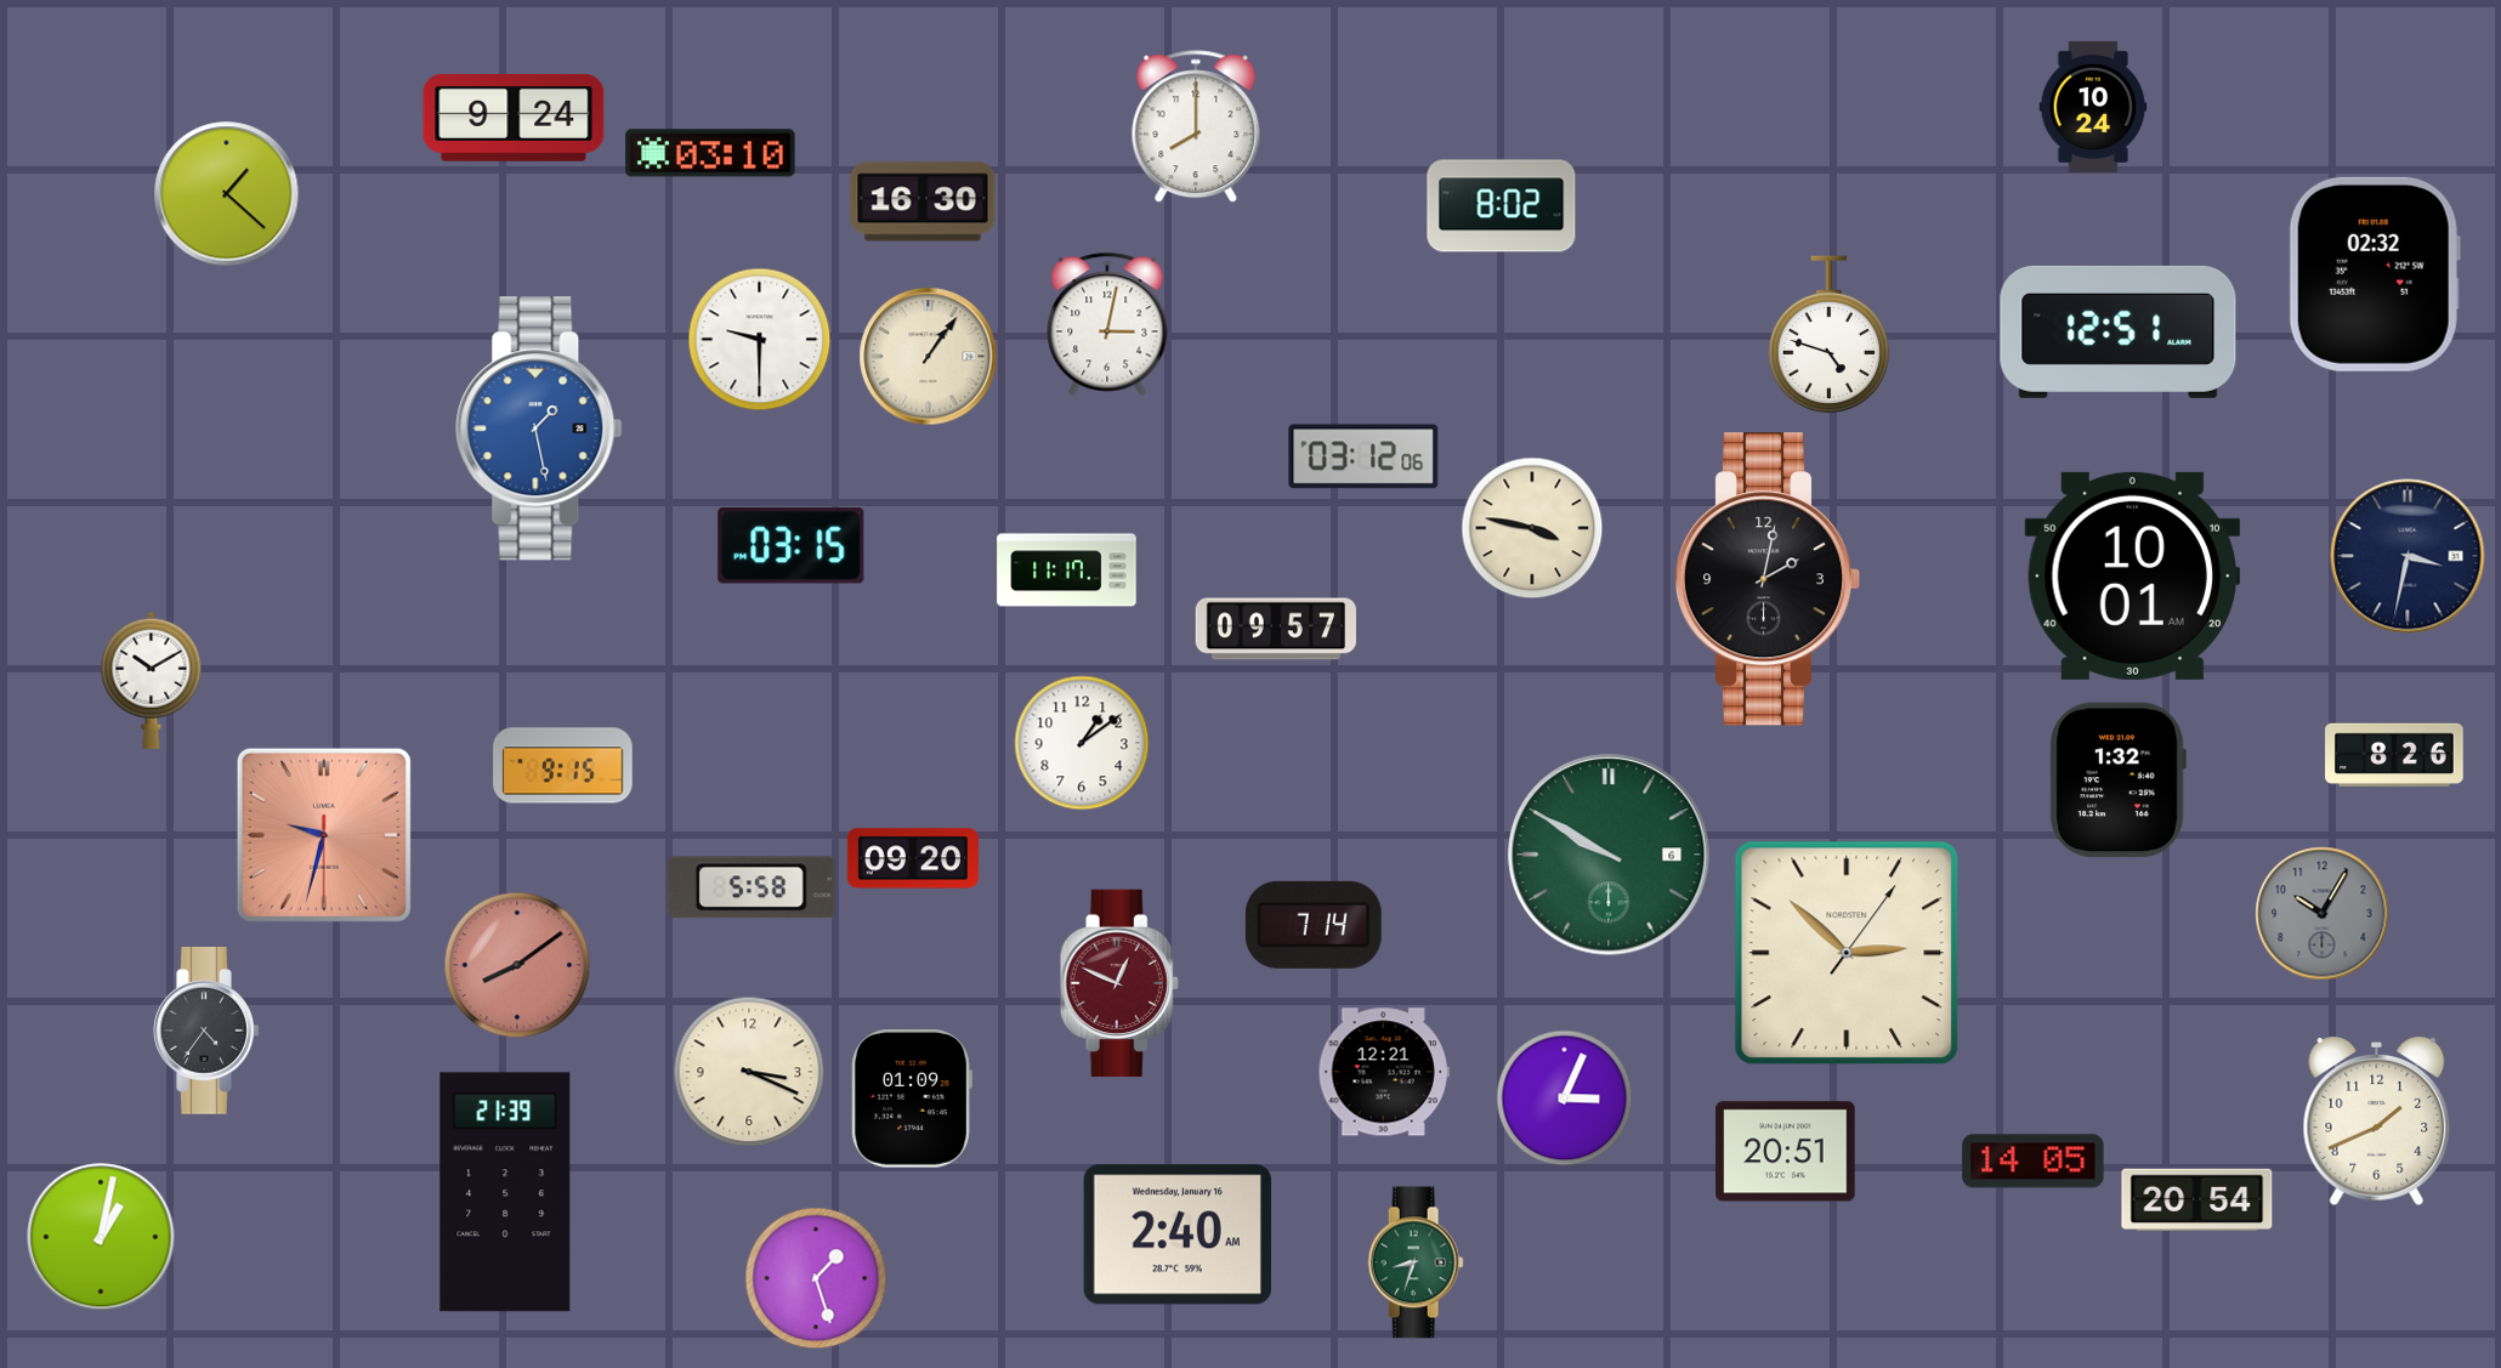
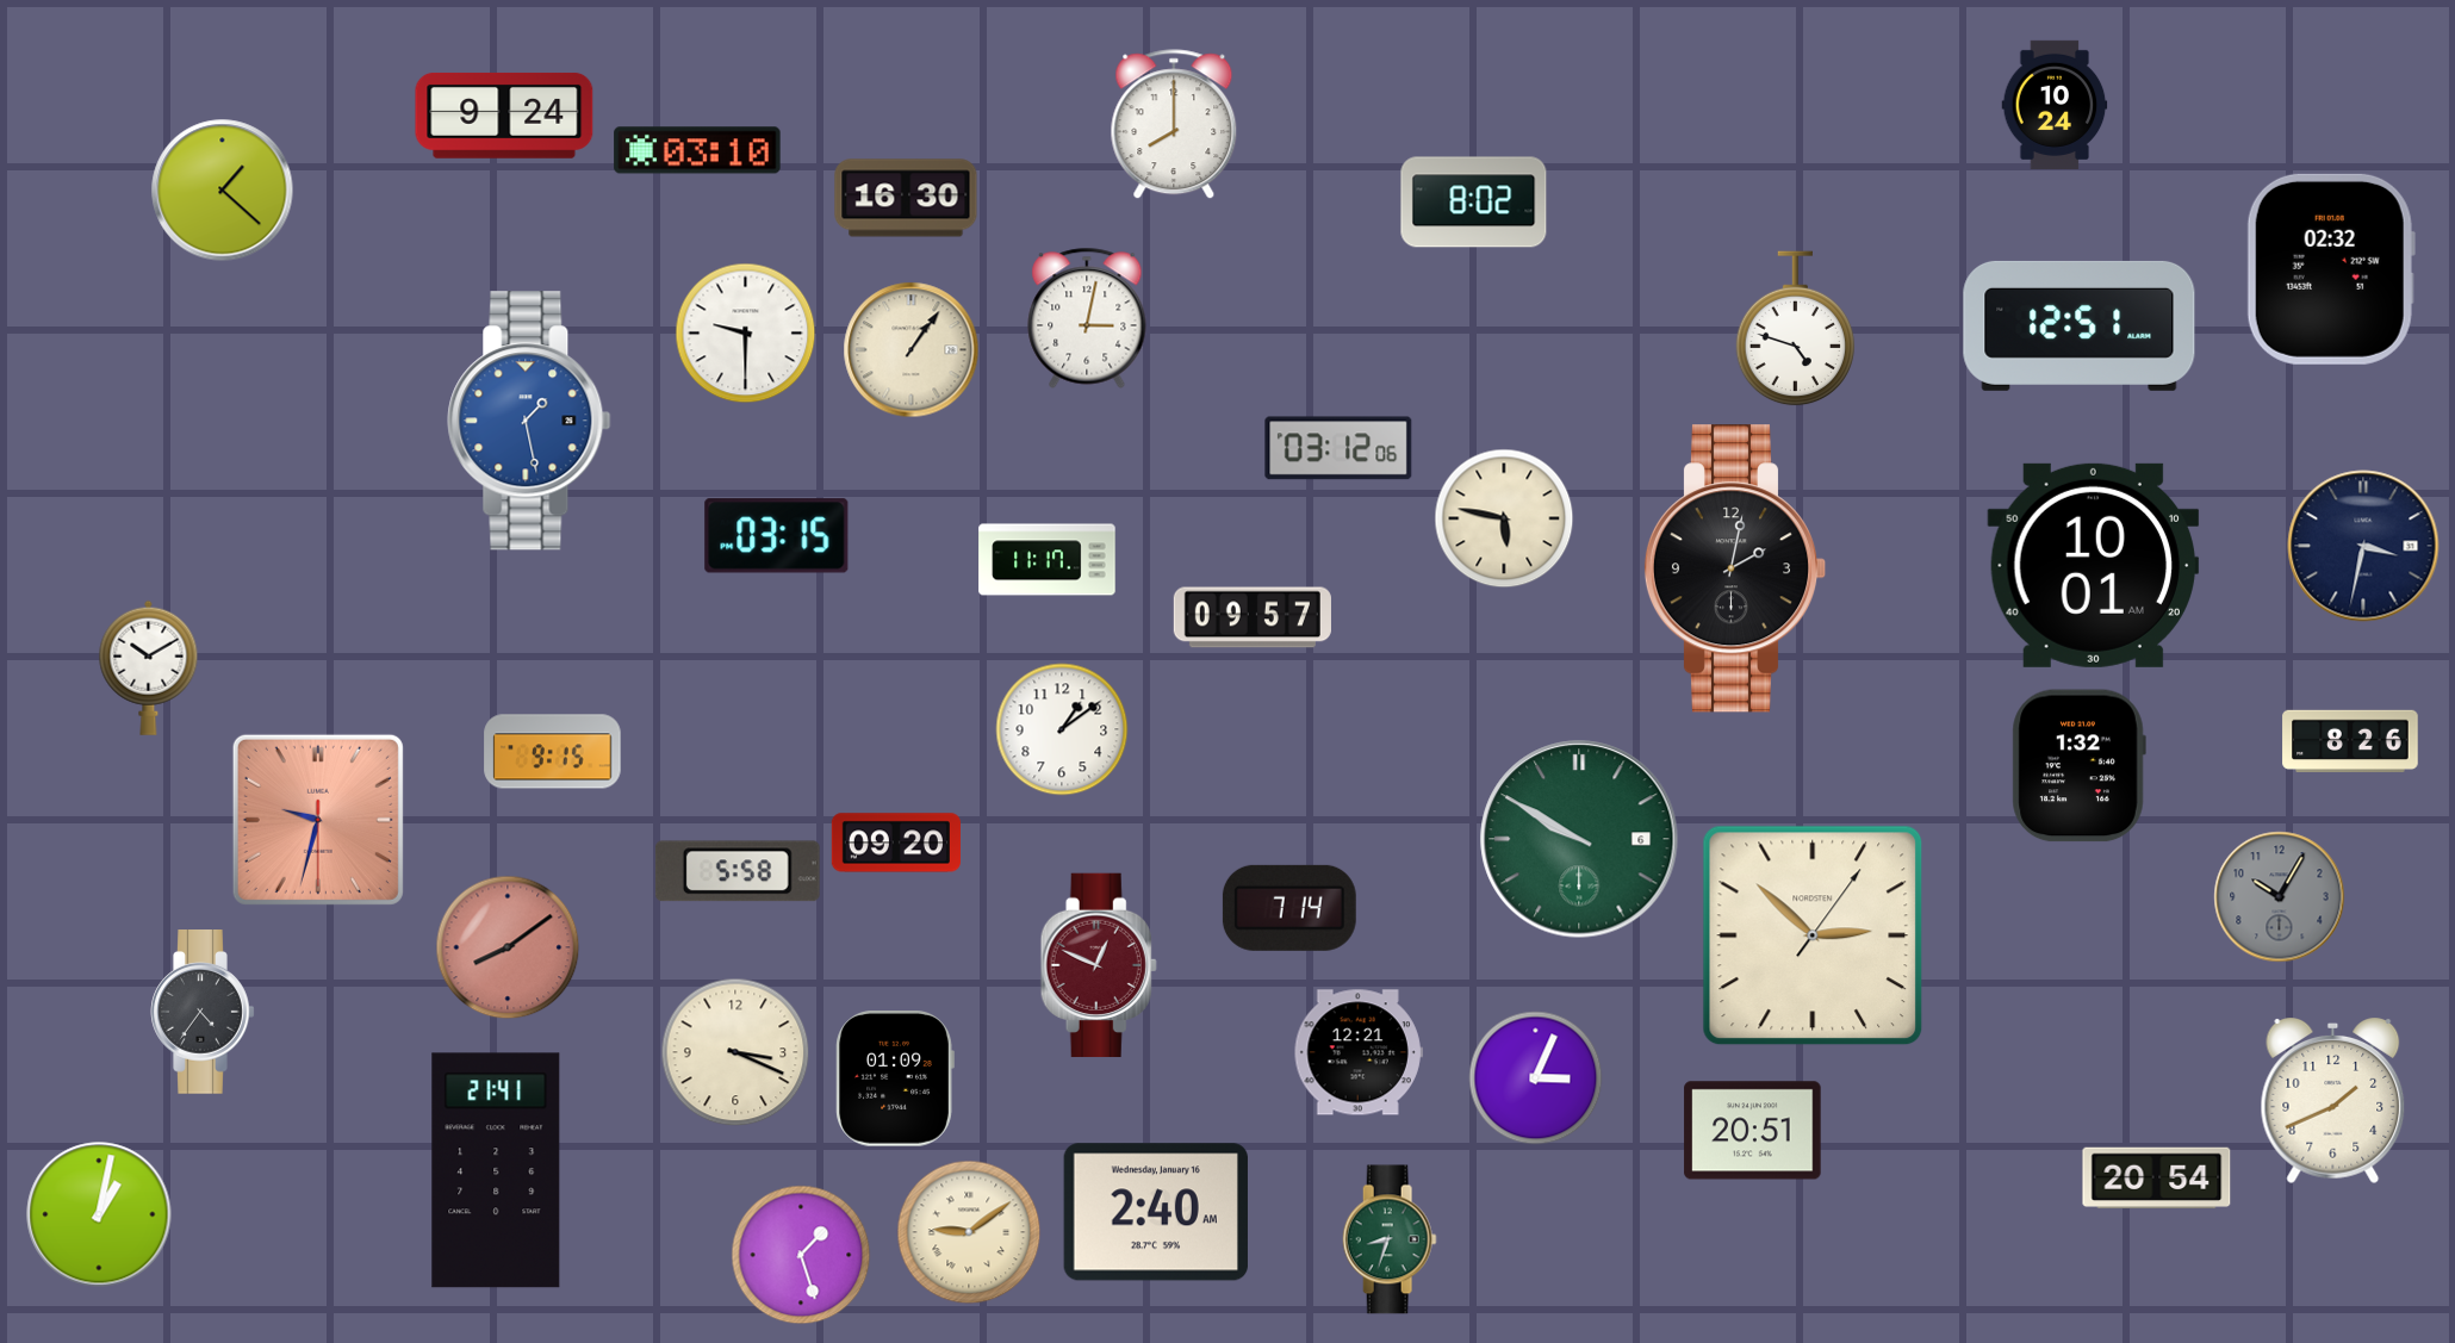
clock at (1532, 528): 3:47 -> 5:47
clock at (2034, 1162): 14:05 -> none
clock at (505, 1192): 21:39 -> 21:41
clock at (969, 1232): none -> 9:09
